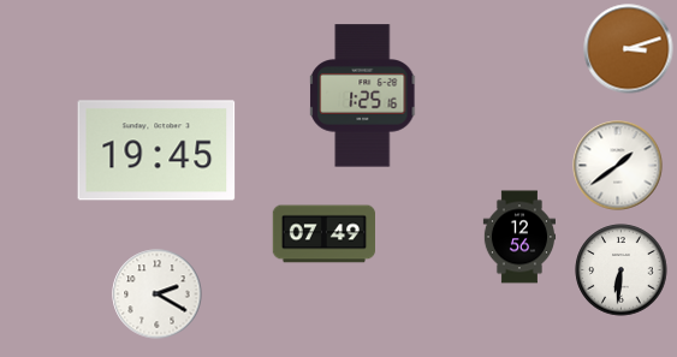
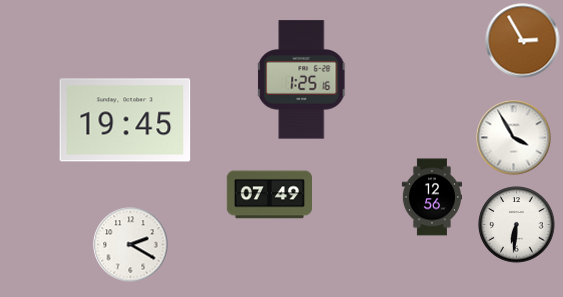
clock at (629, 49): 3:12 -> 2:55
clock at (156, 150) position: (156, 150) -> (125, 120)
clock at (618, 166): 1:39 -> 3:55
